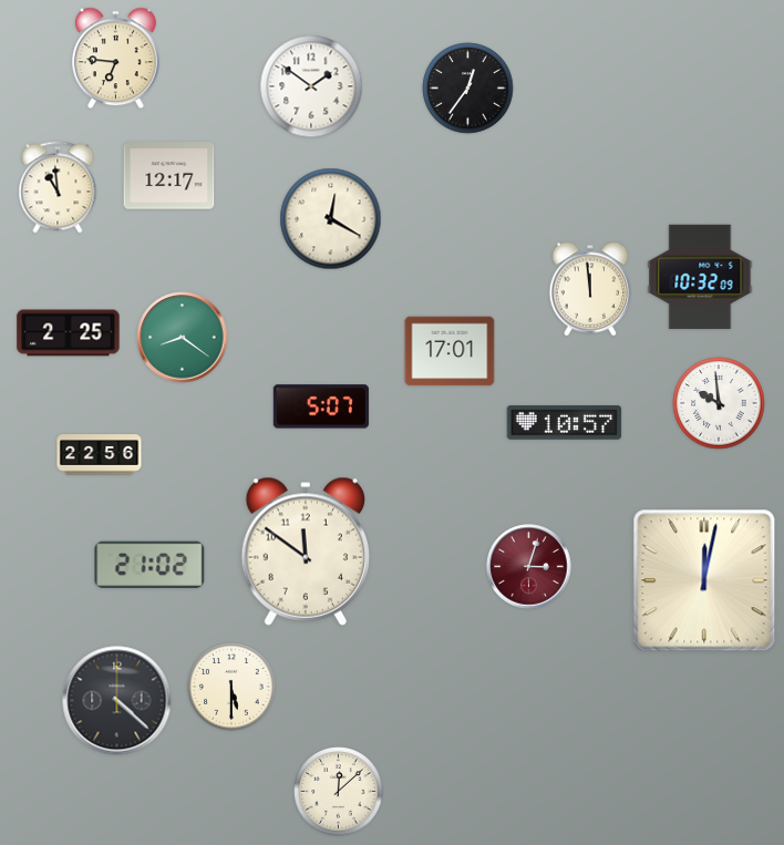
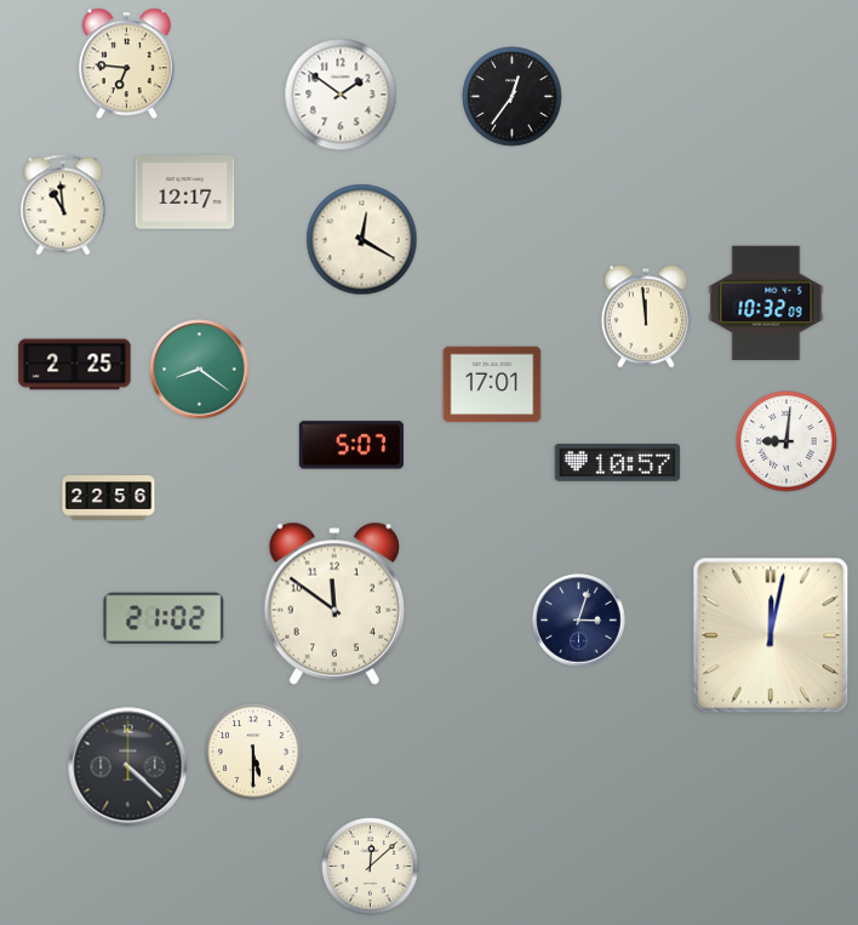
clock at (719, 403): 9:59 -> 9:01
clock at (529, 567) dial: burgundy -> navy
